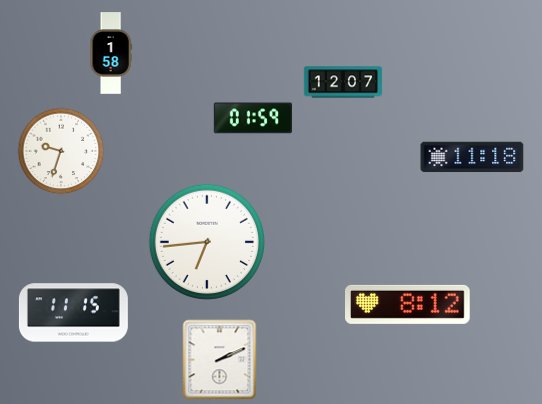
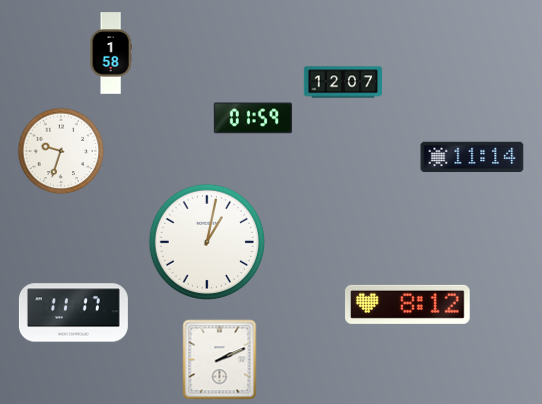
clock at (472, 157): 11:18 -> 11:14
clock at (206, 241): 6:44 -> 1:02
clock at (73, 313): 11:15 -> 11:17
